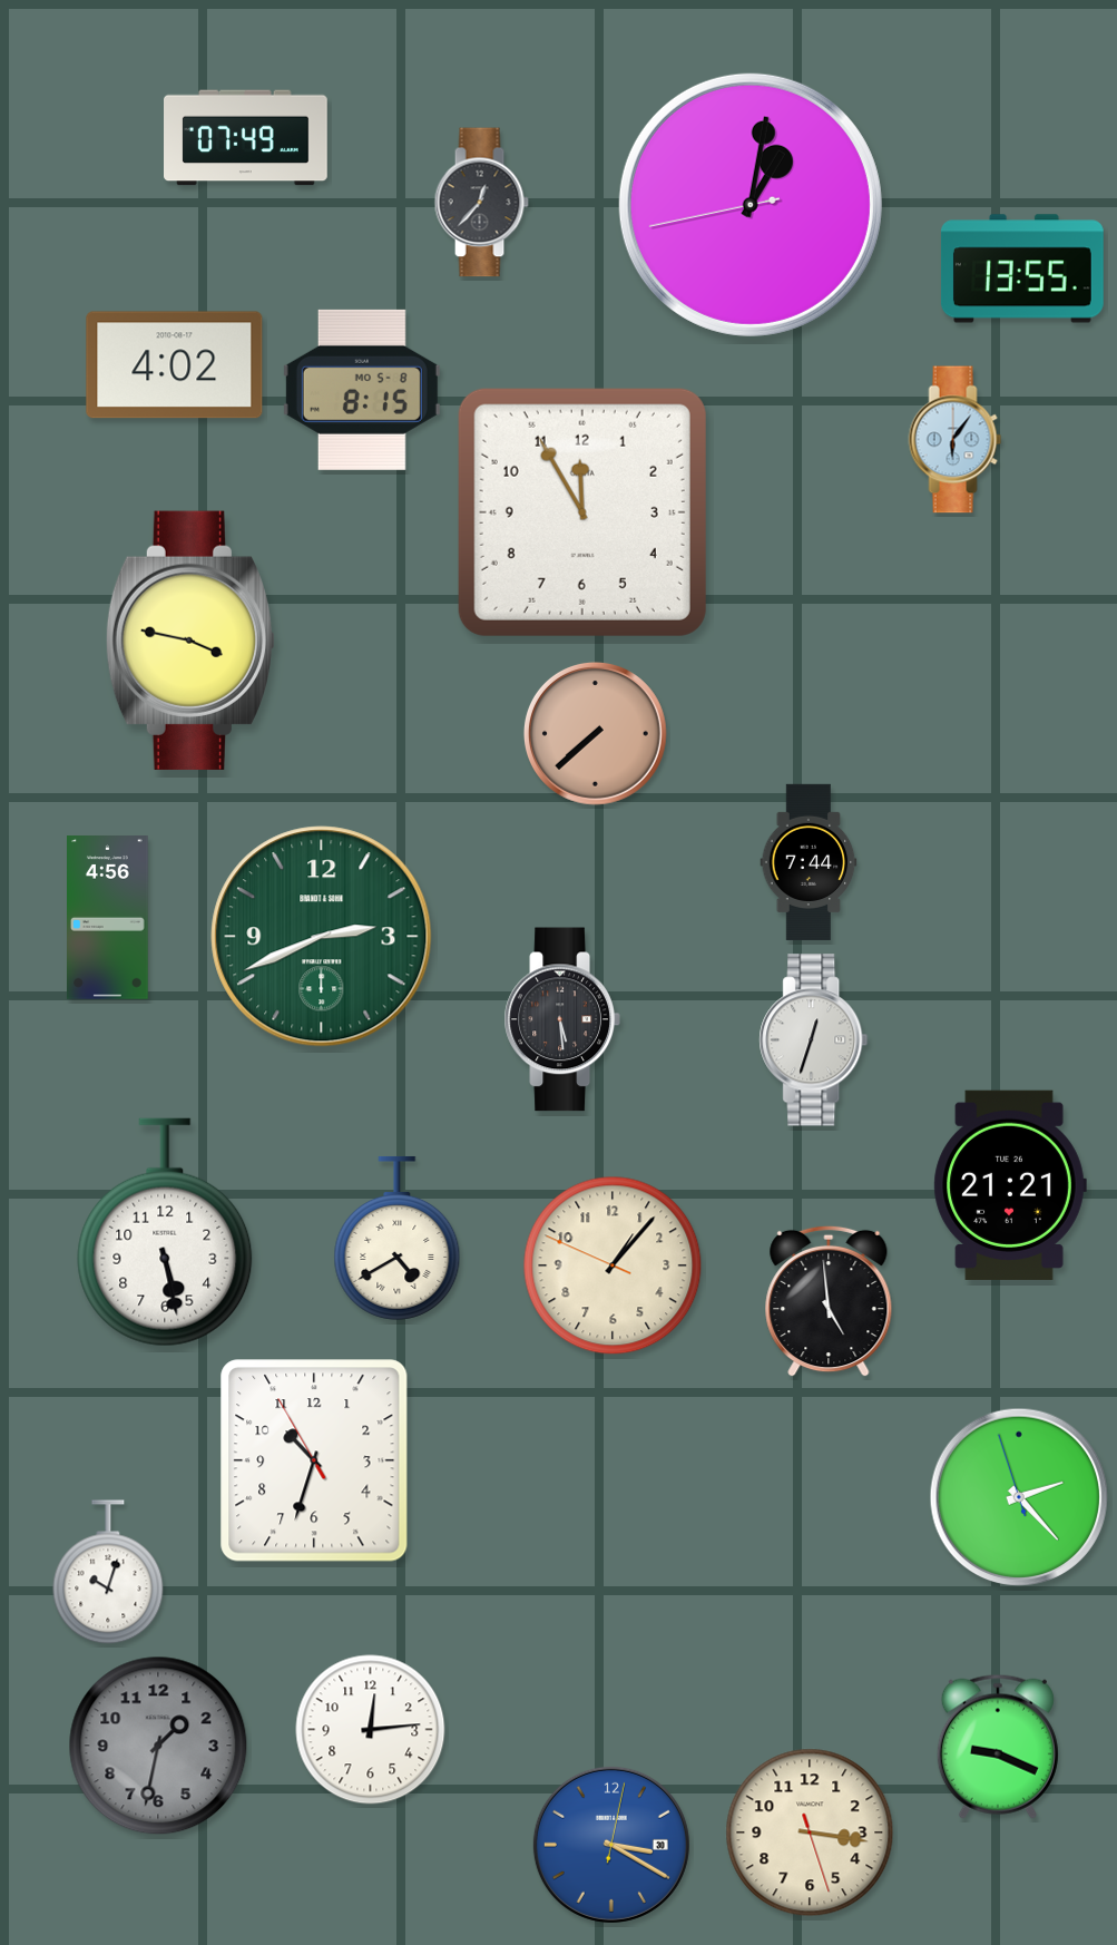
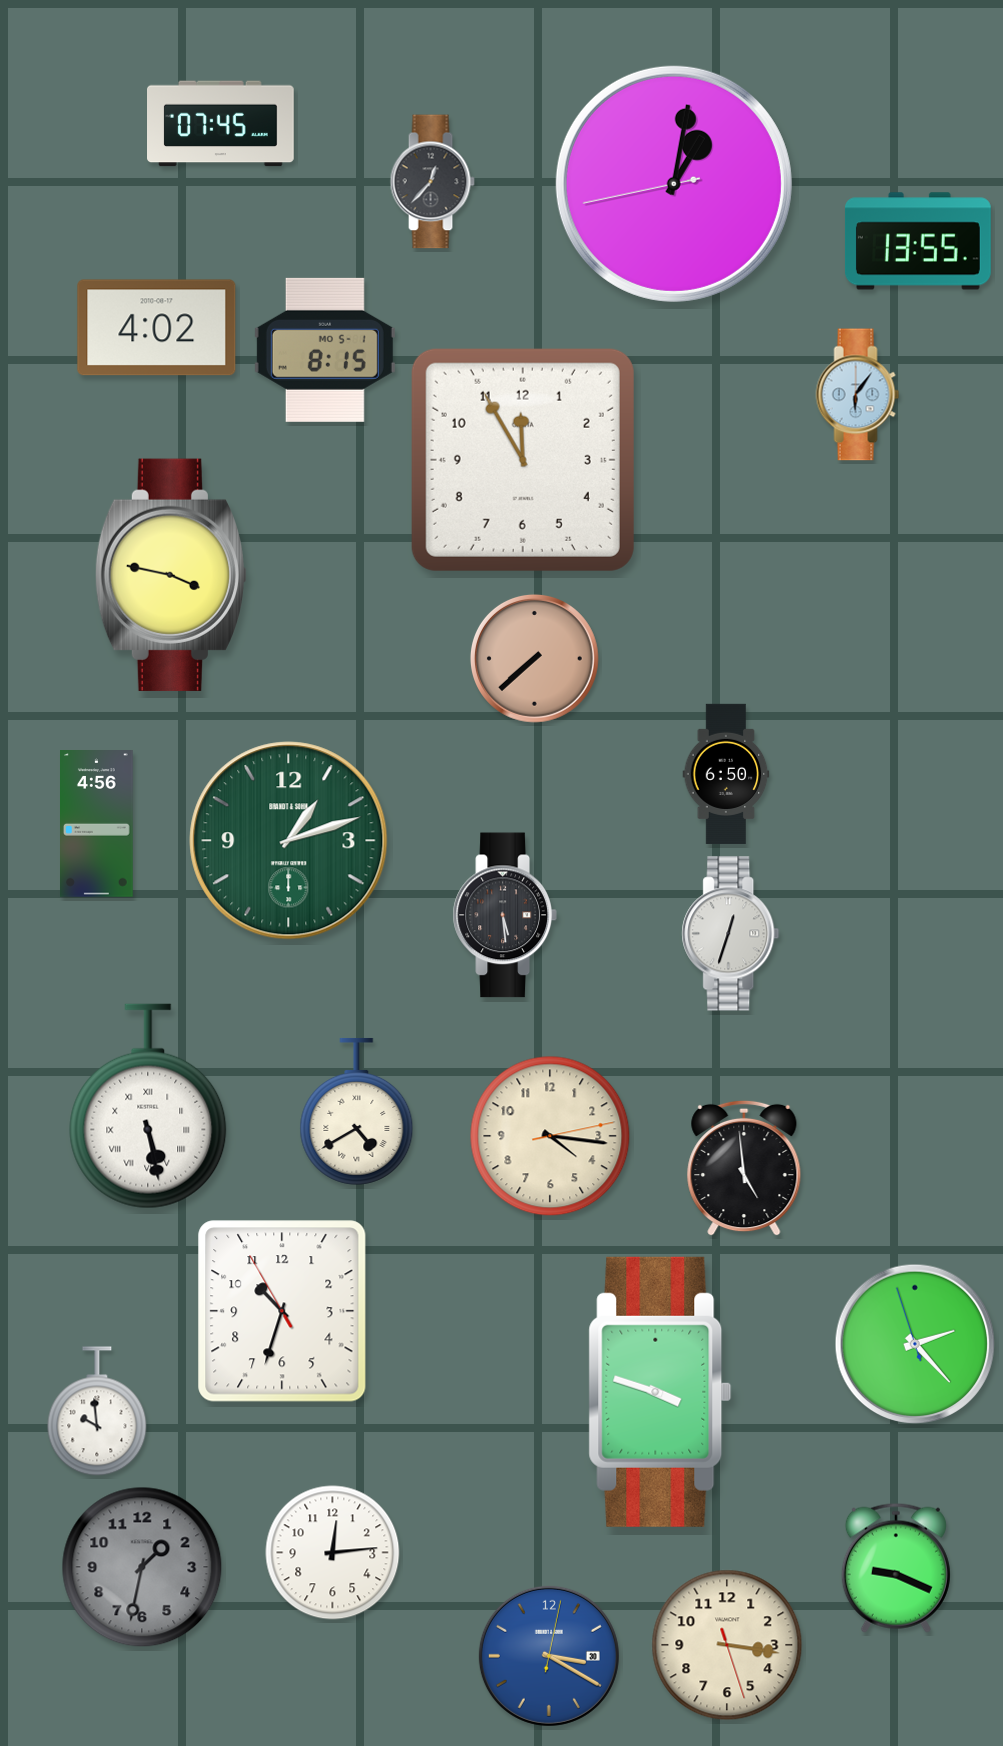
clock at (246, 138): 07:49 -> 07:45
clock at (362, 390) date: MO 5-8 -> MO 5-1
clock at (809, 862): 7:44 -> 6:50
clock at (322, 937): 2:41 -> 1:12
clock at (1010, 1185): 21:21 -> none
clock at (165, 1232) numerals: Arabic -> Roman
clock at (613, 1265): 1:06 -> 4:16
clock at (660, 1392): none -> 3:48
clock at (108, 1572): 10:03 -> 9:59
